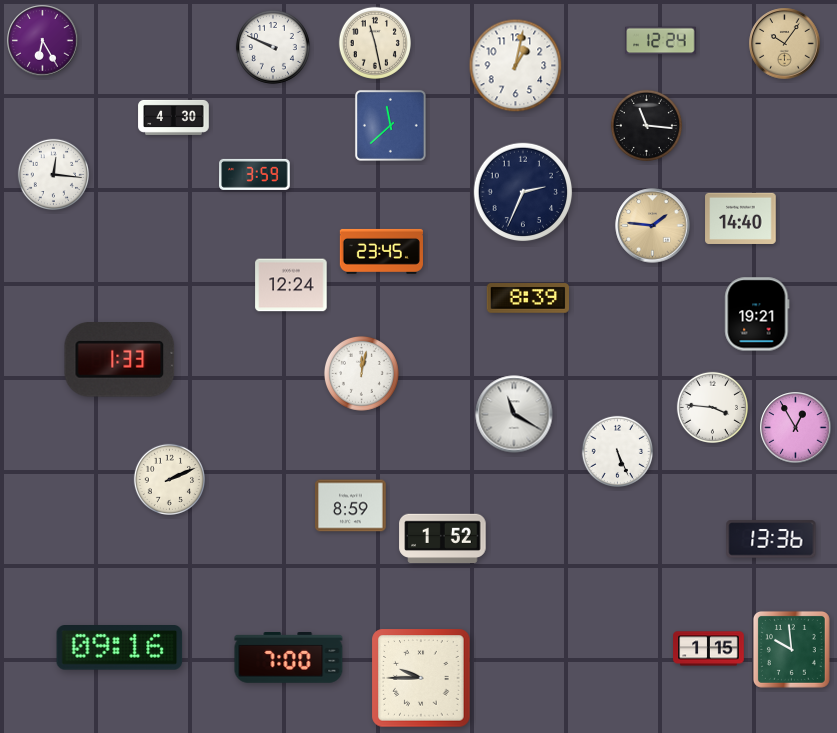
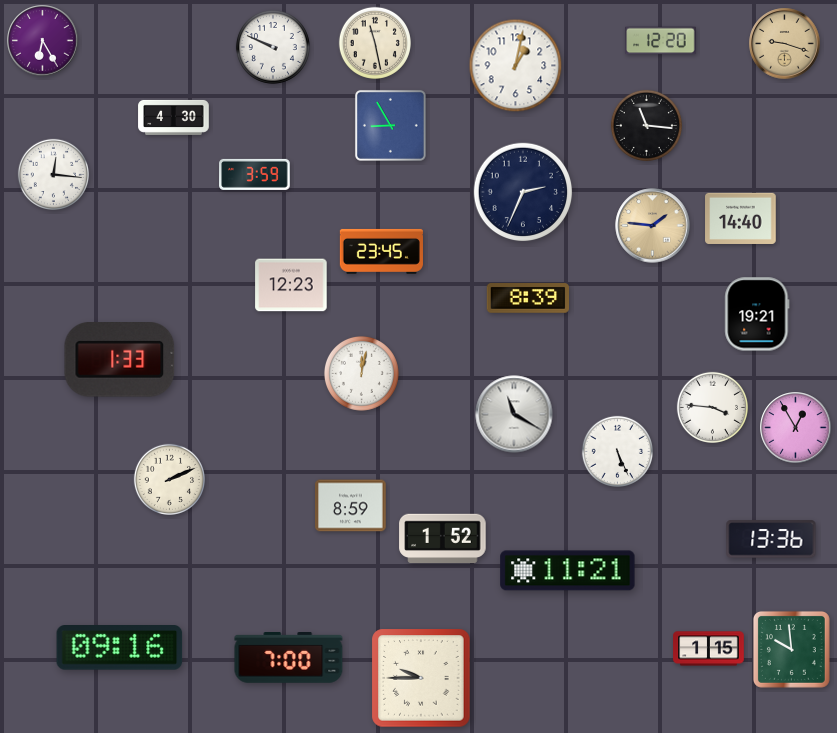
clock at (661, 41): 12:24 -> 12:20
clock at (785, 44): 10:06 -> 9:18
clock at (390, 125): 11:38 -> 8:55
clock at (291, 285): 12:24 -> 12:23
clock at (568, 571): none -> 11:21
